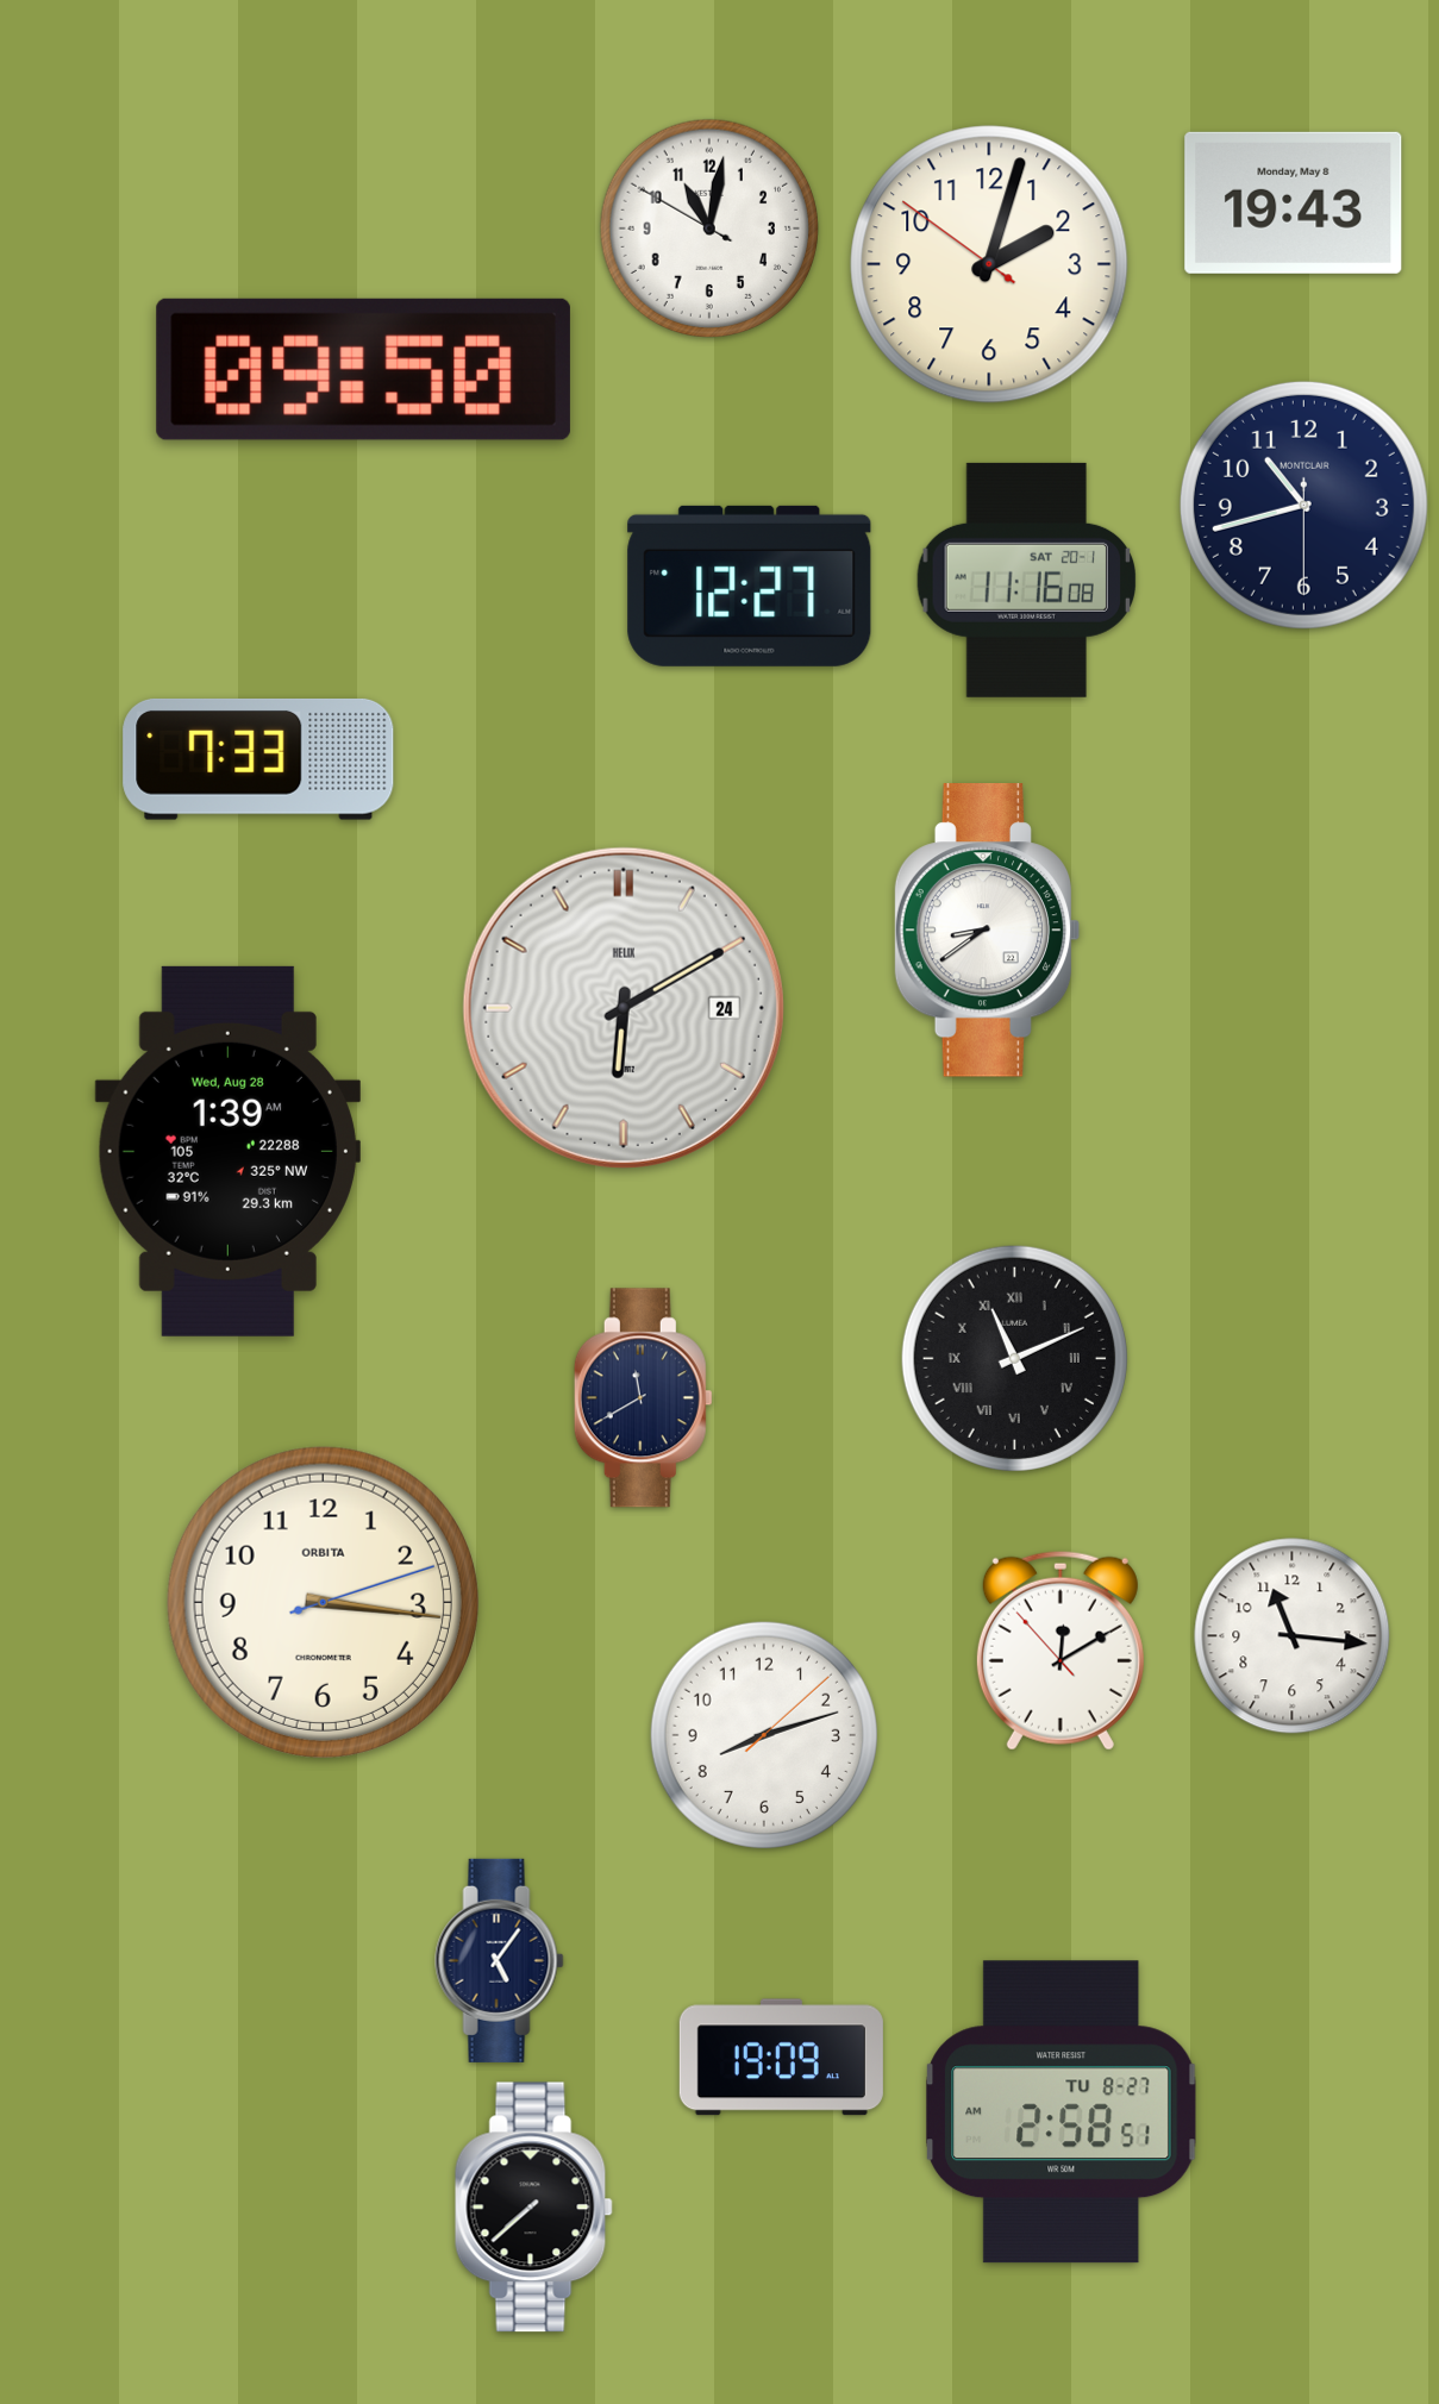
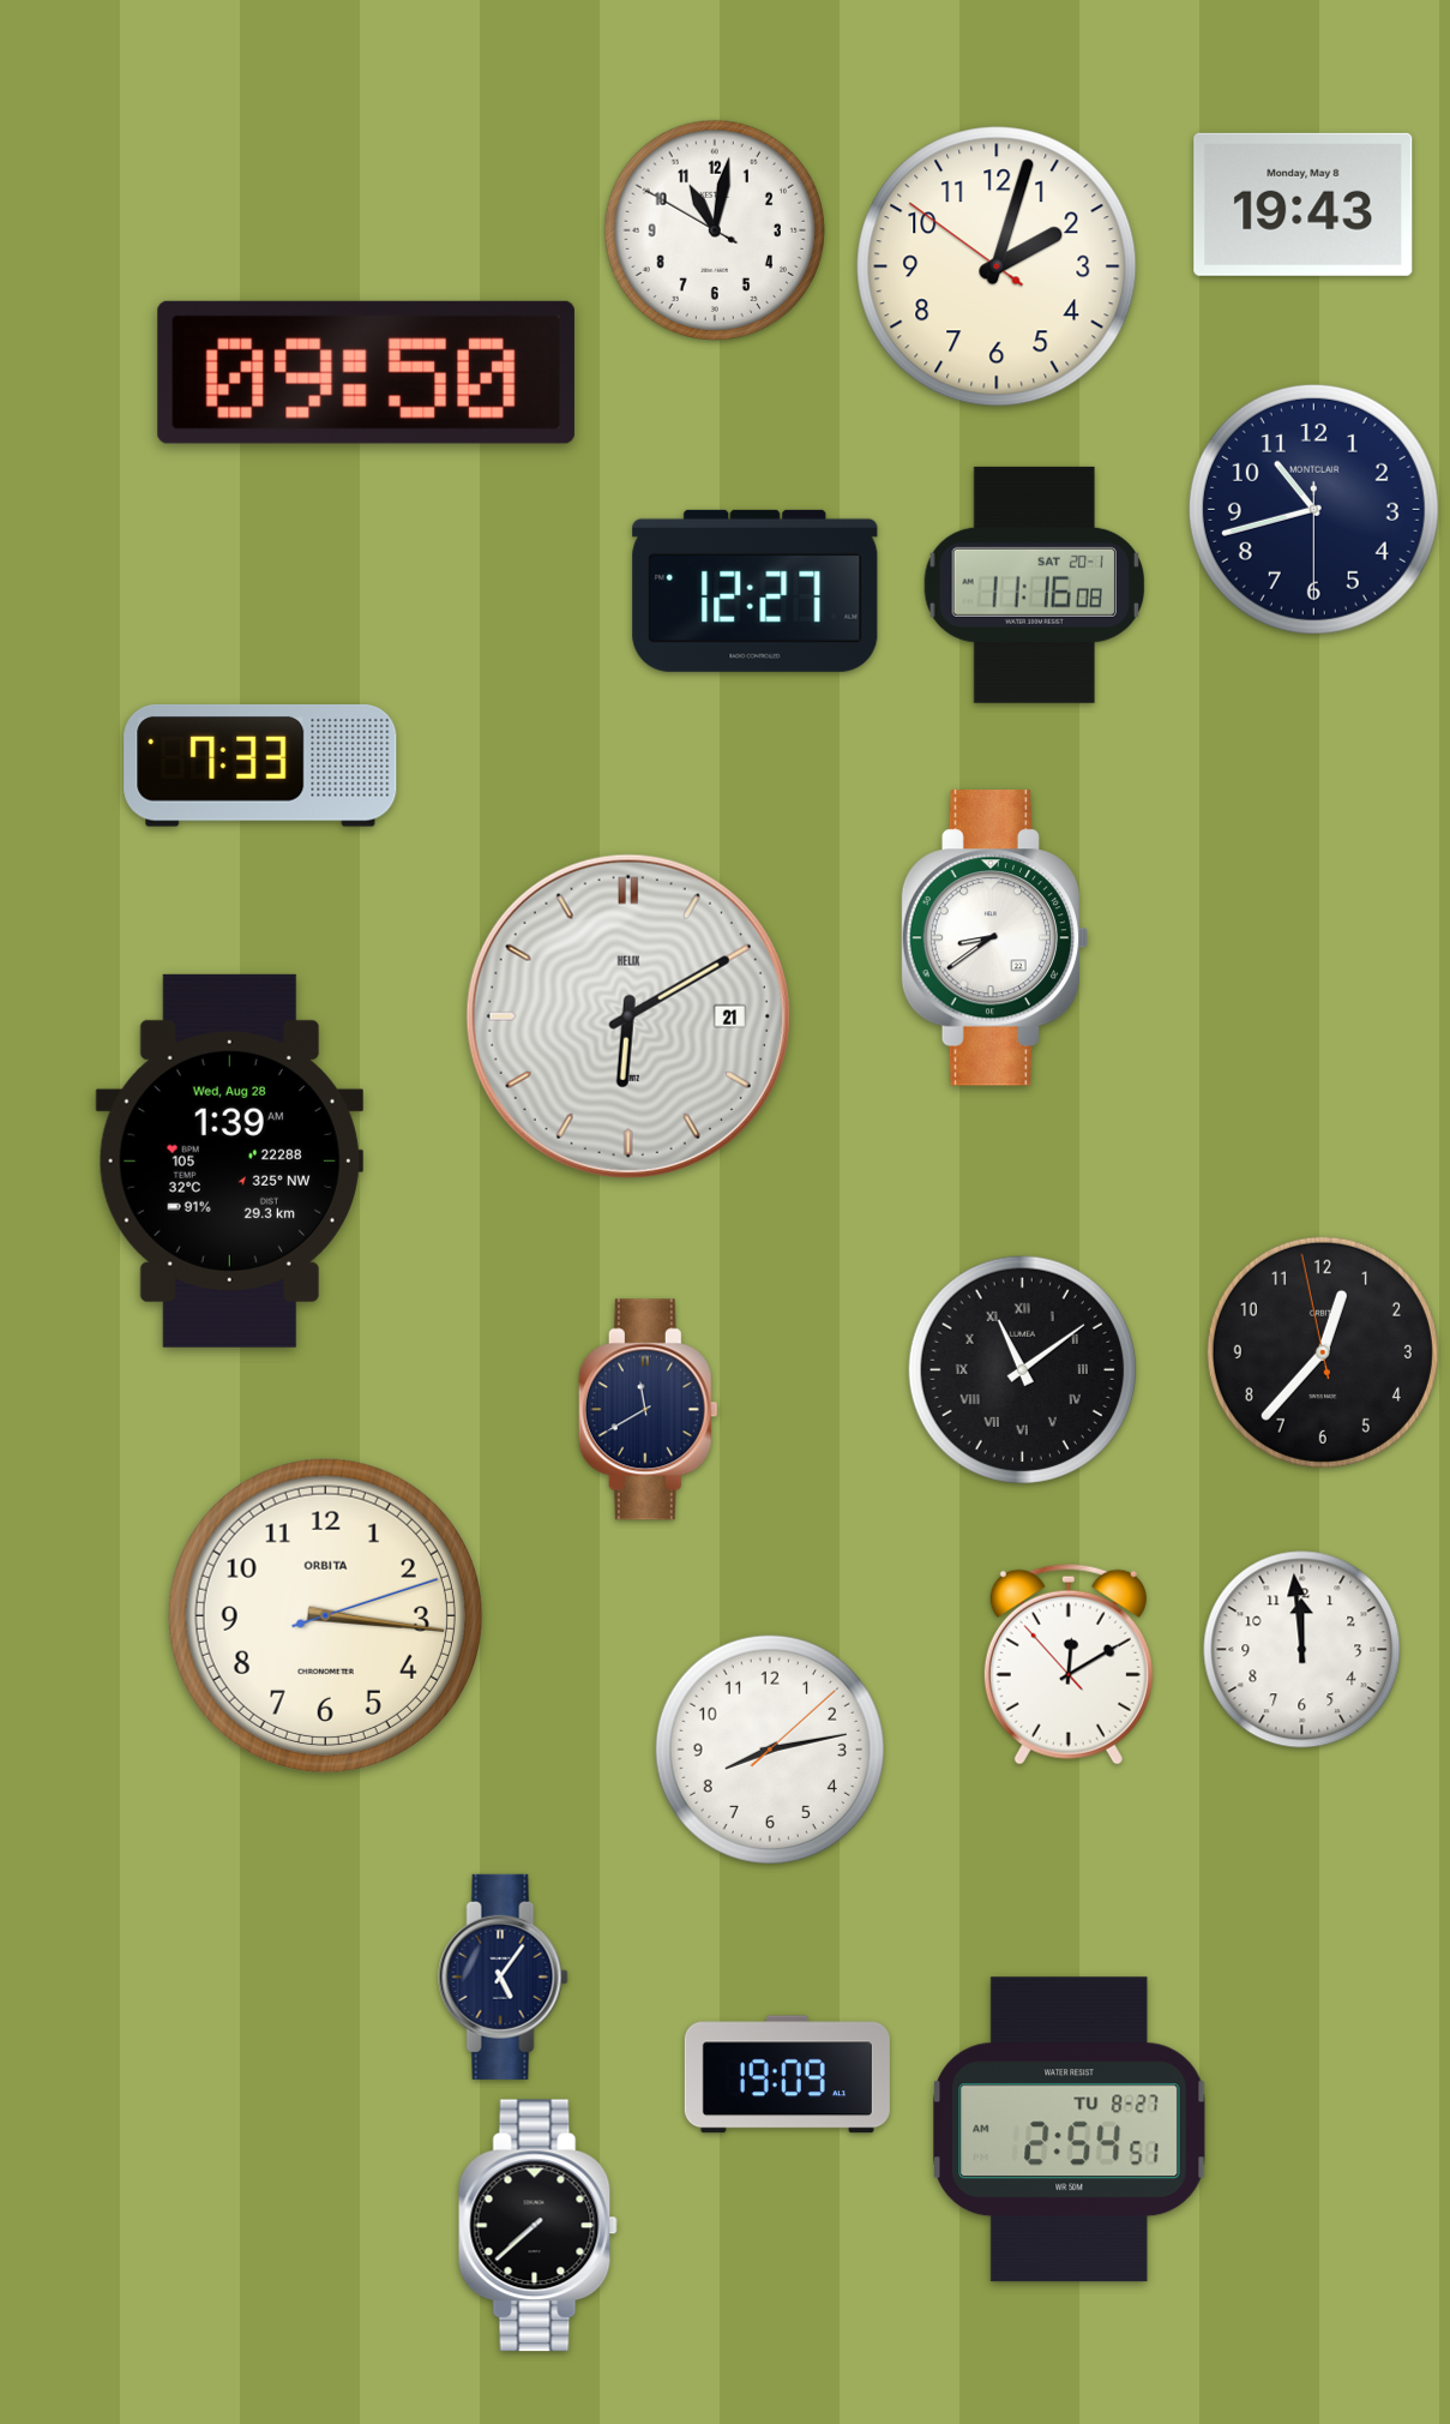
clock at (624, 1008) date: 24 -> 21
clock at (1323, 1352): none -> 12:36
clock at (1014, 1358): 11:11 -> 11:09
clock at (1293, 1636): 11:16 -> 11:59
clock at (764, 1735): 8:12 -> 8:13
clock at (1062, 2112): 2:58 -> 2:54
